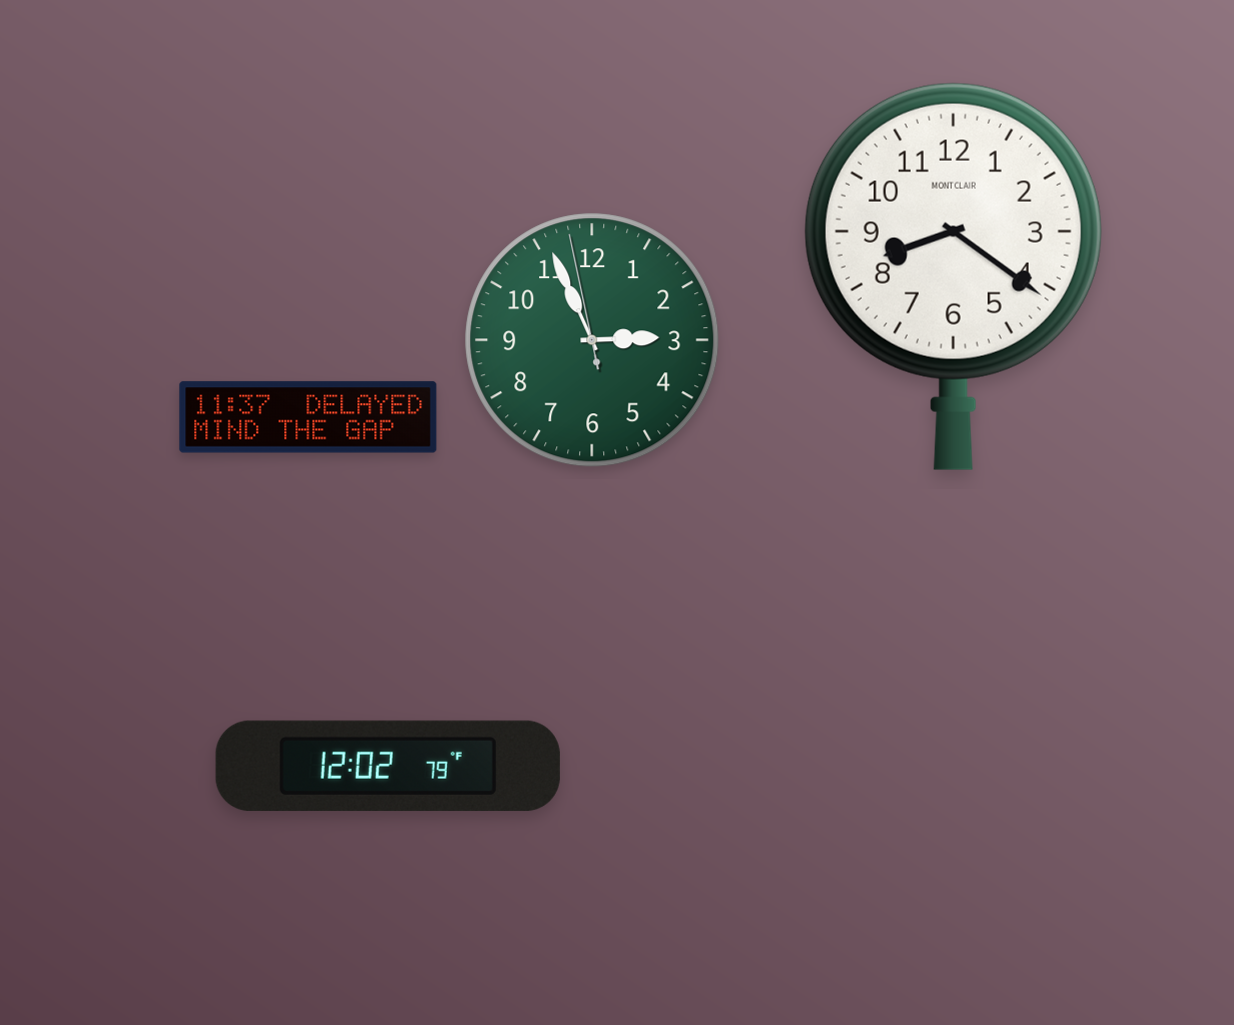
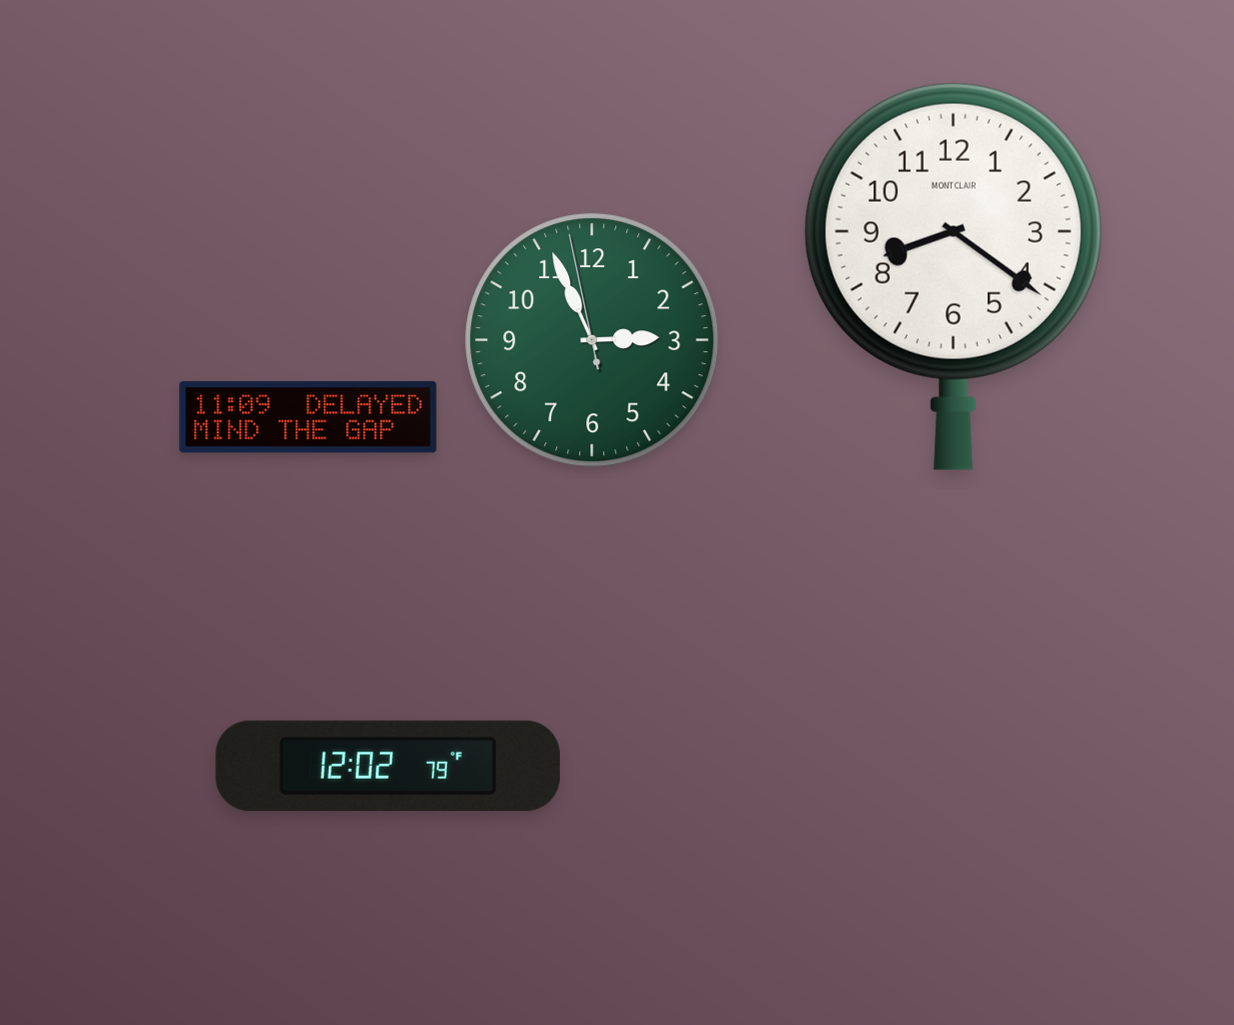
clock at (308, 417): 11:37 -> 11:09
